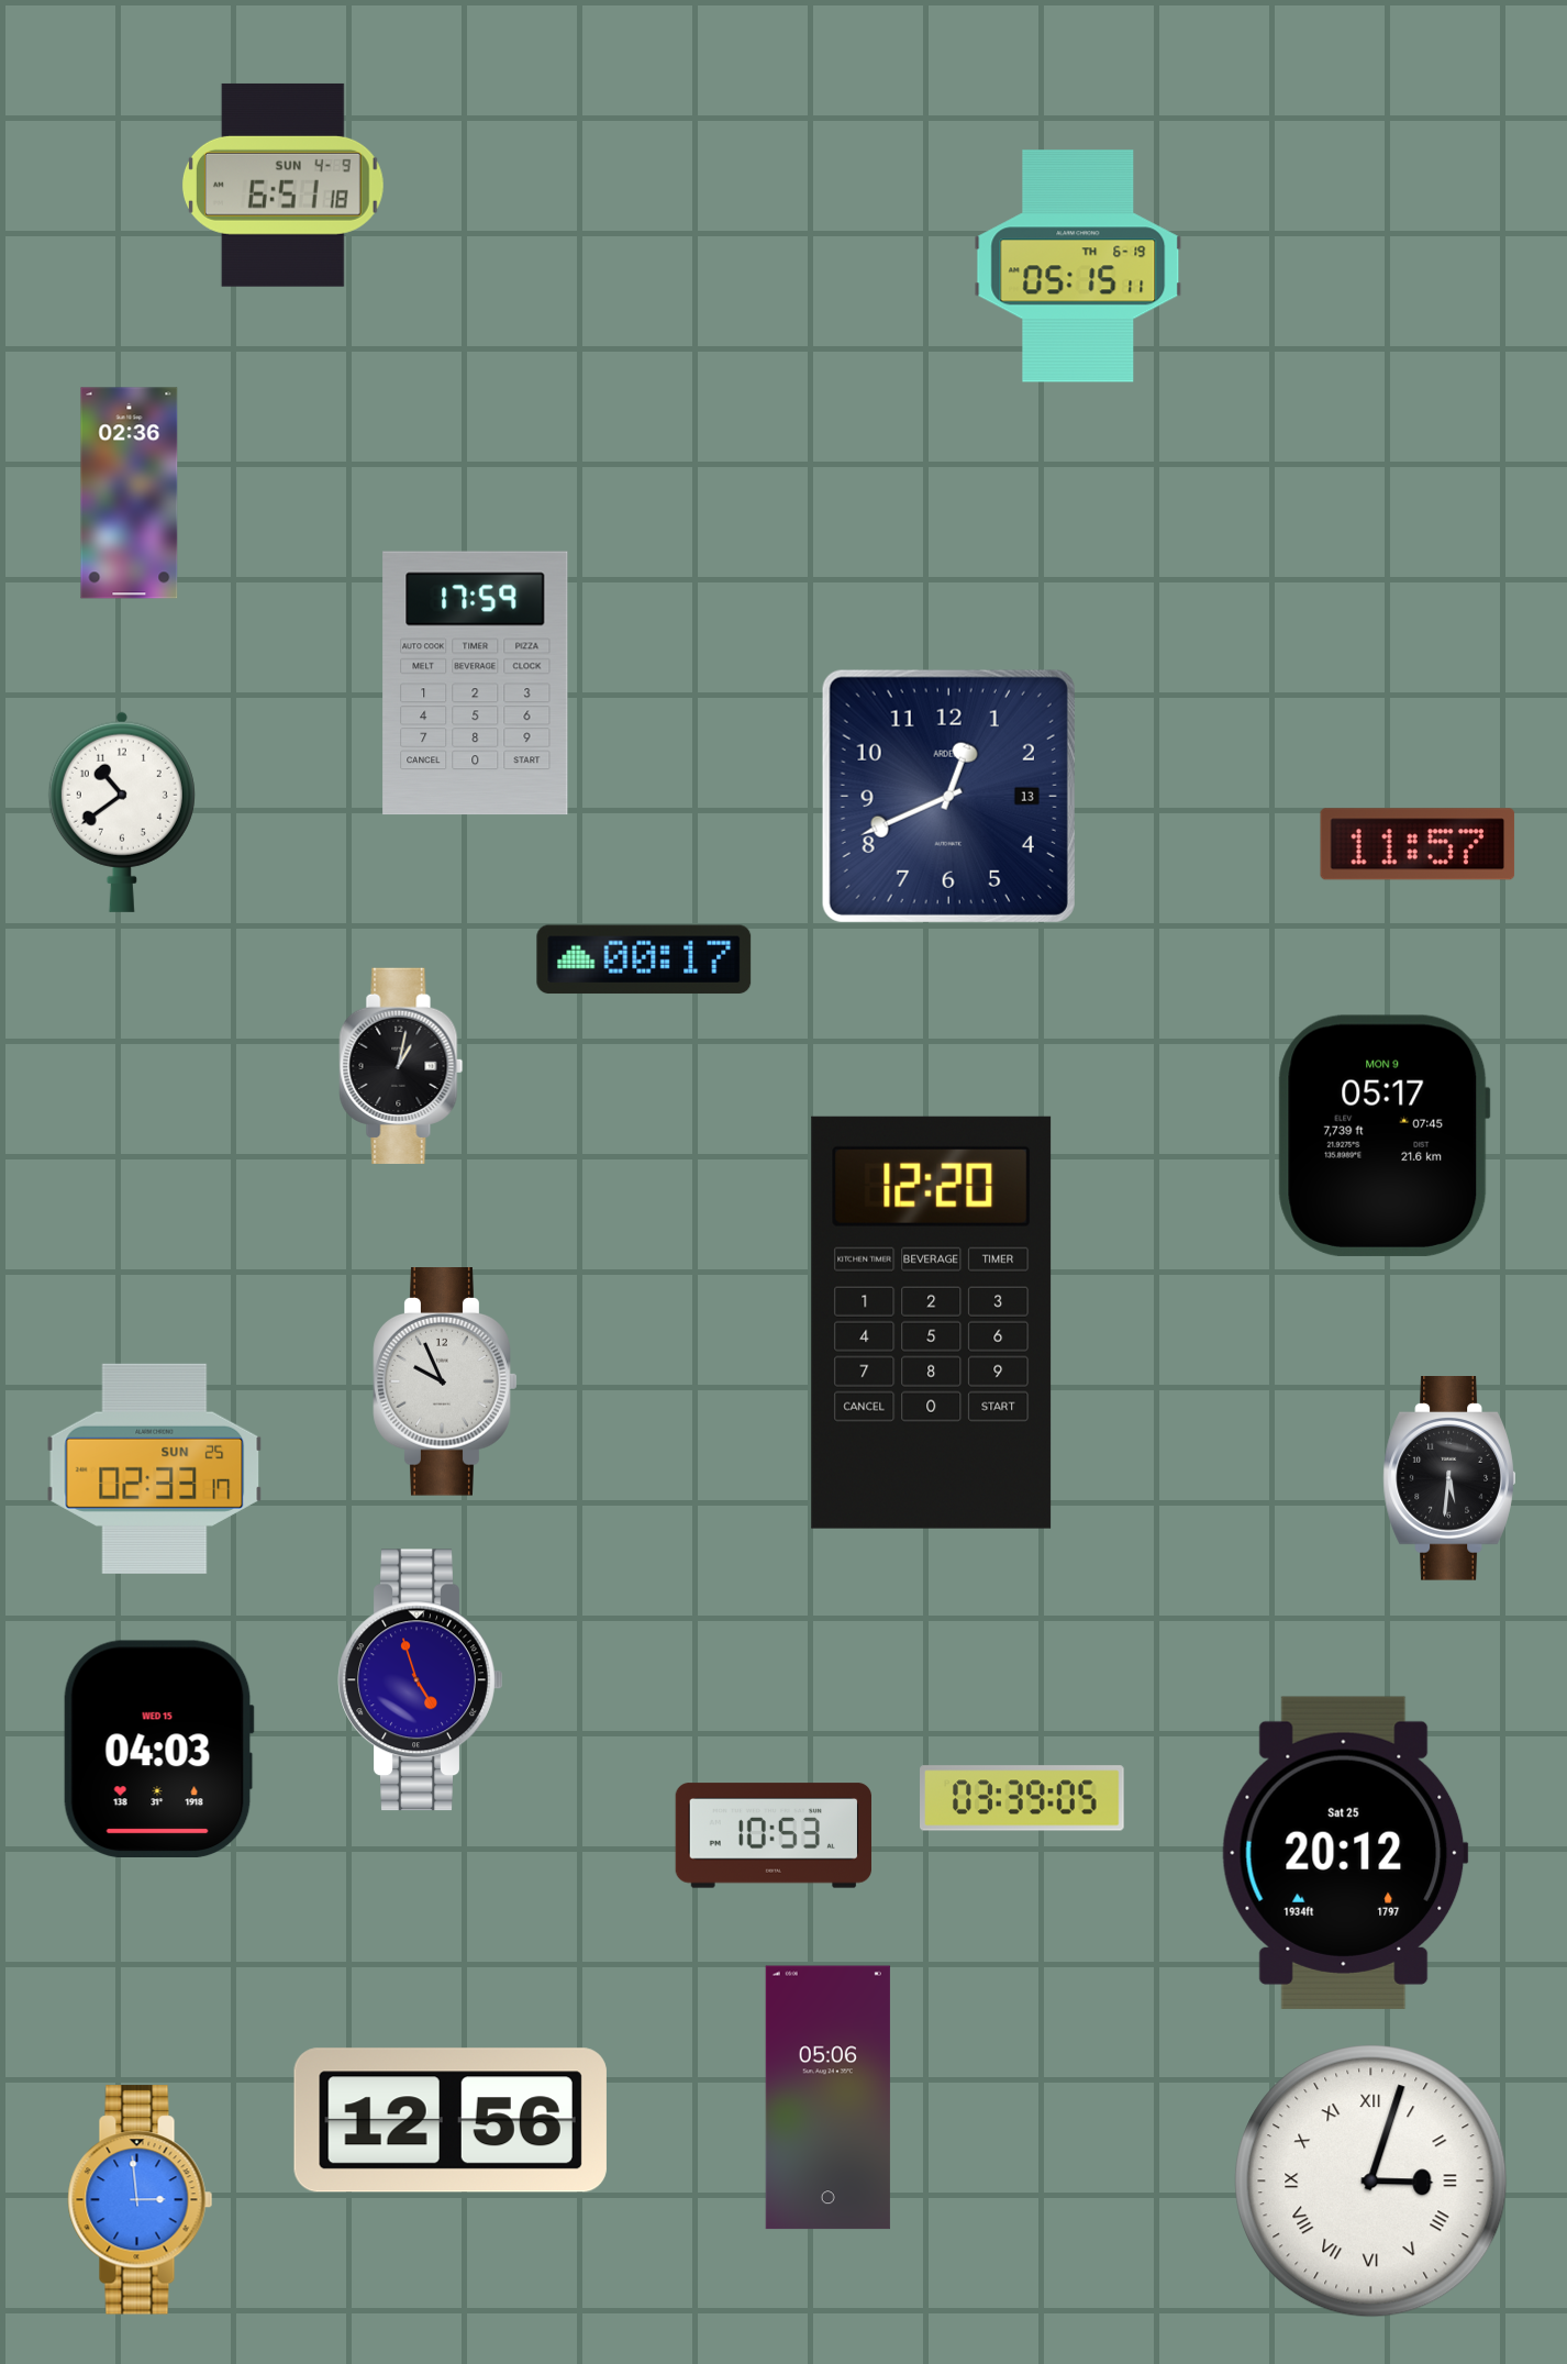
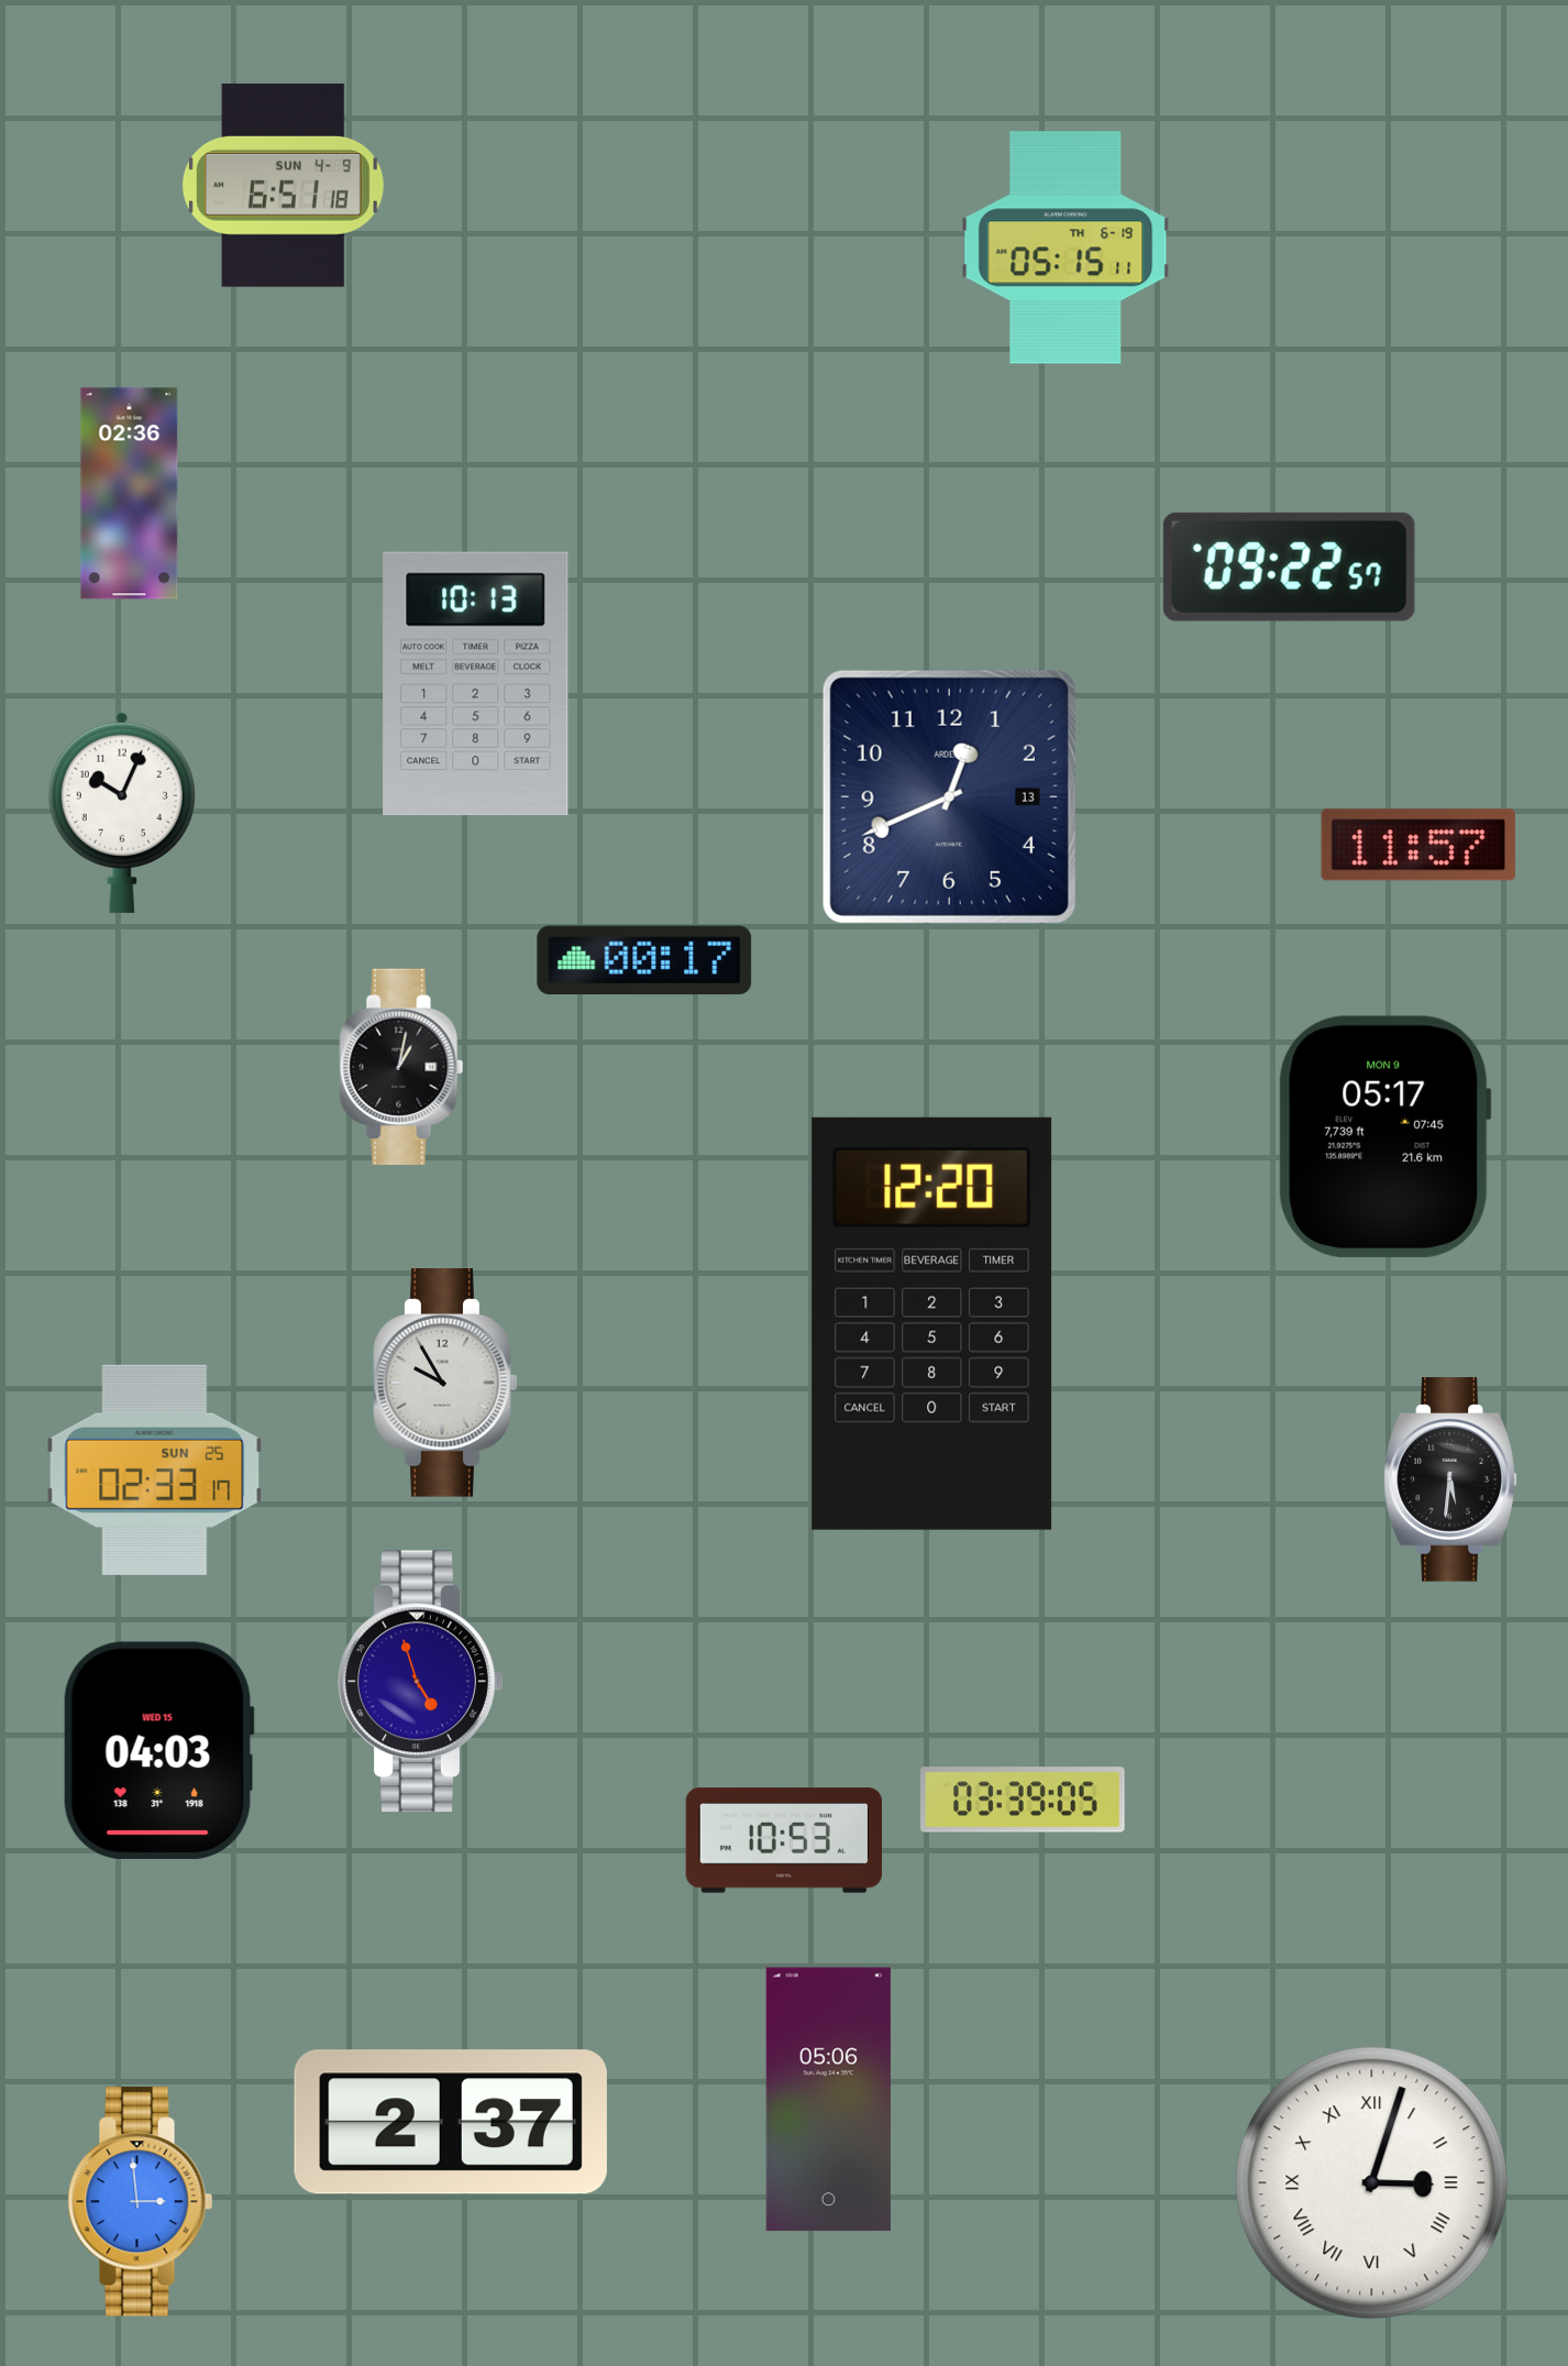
clock at (1078, 266) position: (1078, 266) -> (1065, 247)
clock at (1289, 566): none -> 09:22
clock at (476, 684): 17:59 -> 10:13
clock at (122, 812): 10:39 -> 10:04
clock at (445, 1383): 9:56 -> 9:55
clock at (773, 1835) position: (773, 1835) -> (783, 1840)
clock at (1345, 1853): 20:12 -> none
clock at (451, 2120): 12:56 -> 2:37
